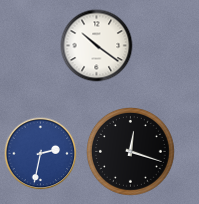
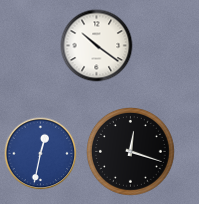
clock at (41, 154): 2:32 -> 12:32
